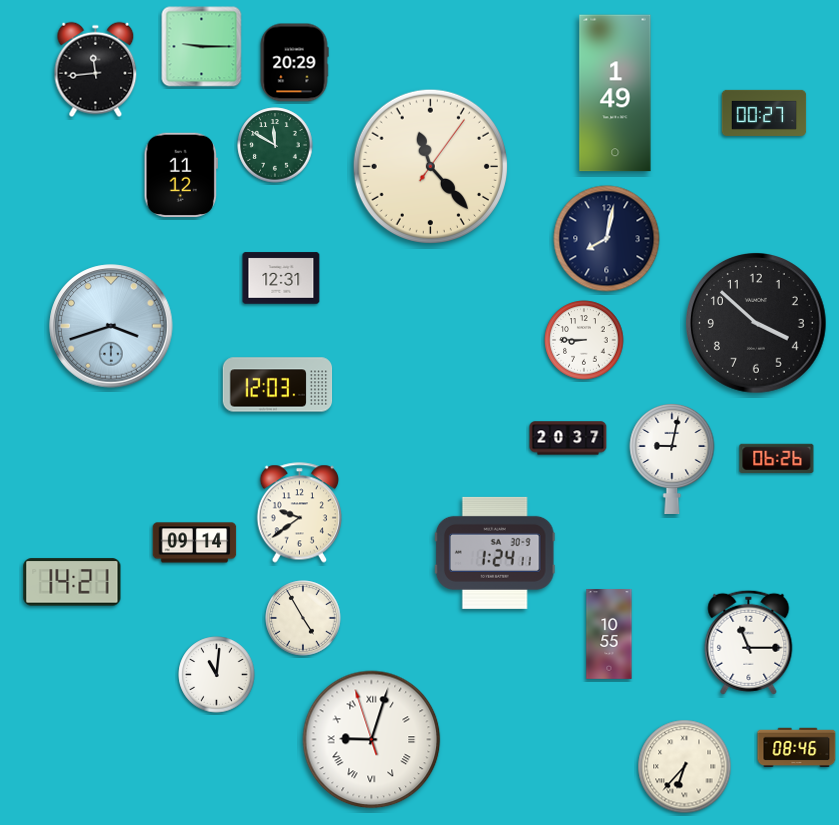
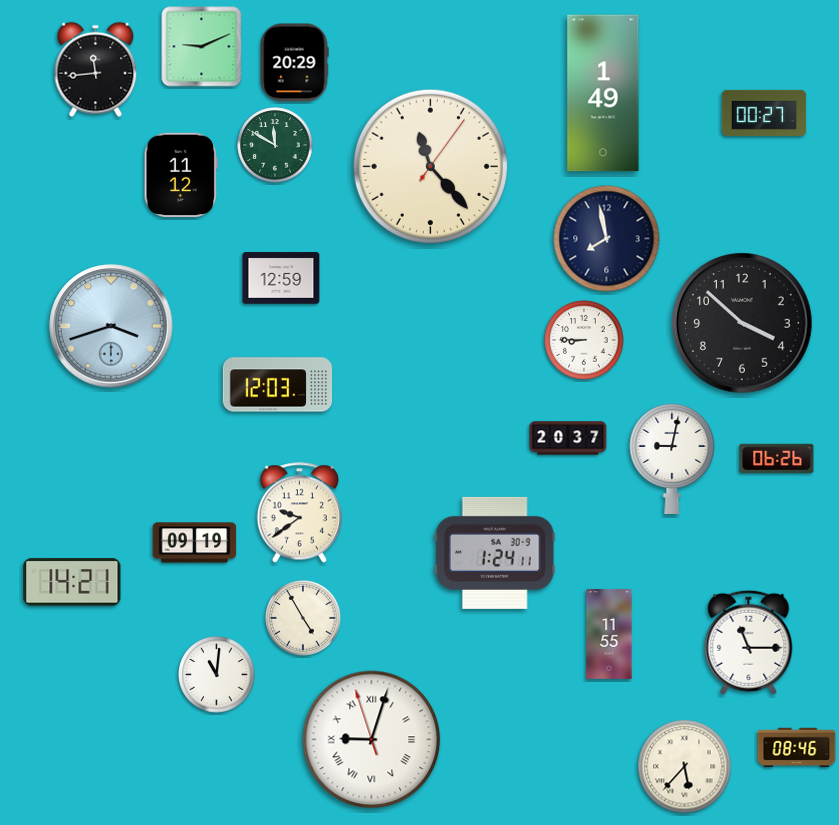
clock at (202, 47): 9:15 -> 9:11
clock at (615, 93) position: (615, 93) -> (603, 93)
clock at (607, 239): 8:02 -> 7:58
clock at (281, 278): 12:31 -> 12:59
clock at (757, 324) position: (757, 324) -> (743, 324)
clock at (195, 543): 09:14 -> 09:19
clock at (609, 635): 10:55 -> 11:55
clock at (685, 767): 6:37 -> 5:37
